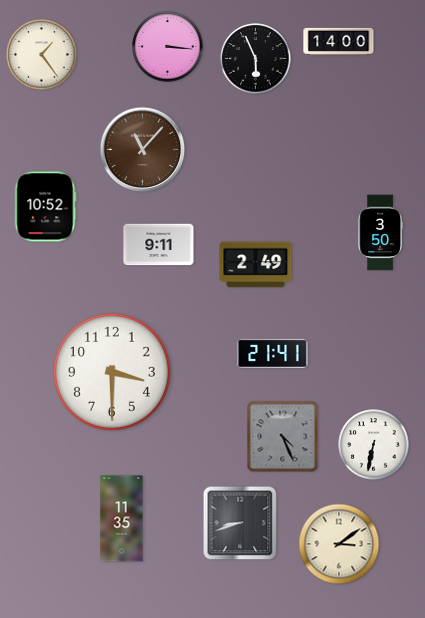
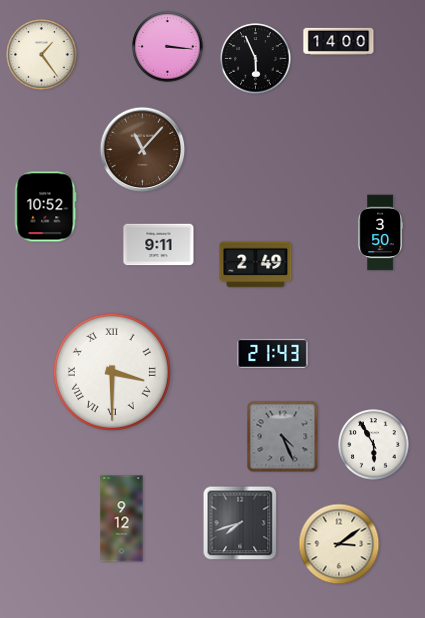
clock at (273, 353): 21:41 -> 21:43
clock at (112, 372) numerals: Arabic -> Roman
clock at (374, 445): 6:32 -> 5:55
clock at (122, 519): 11:35 -> 9:12
clock at (240, 523): 8:42 -> 7:42
